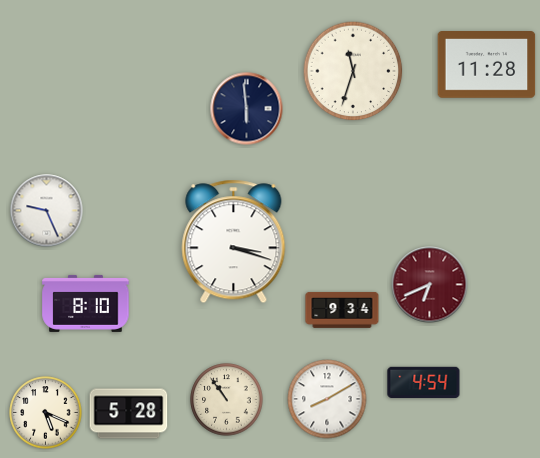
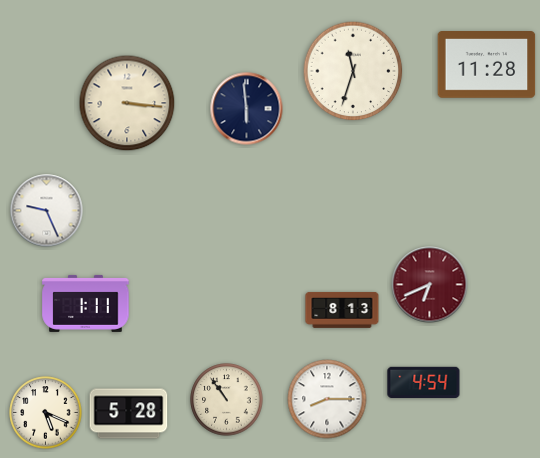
clock at (127, 103): none -> 3:16
clock at (234, 242): 3:18 -> none
clock at (86, 303): 8:10 -> 1:11
clock at (342, 310): 9:34 -> 8:13
clock at (327, 399): 8:10 -> 8:15
